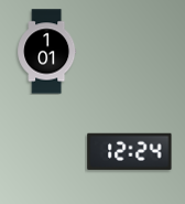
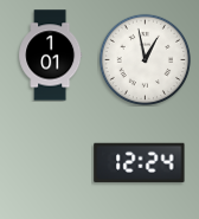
clock at (145, 59): none -> 12:58
